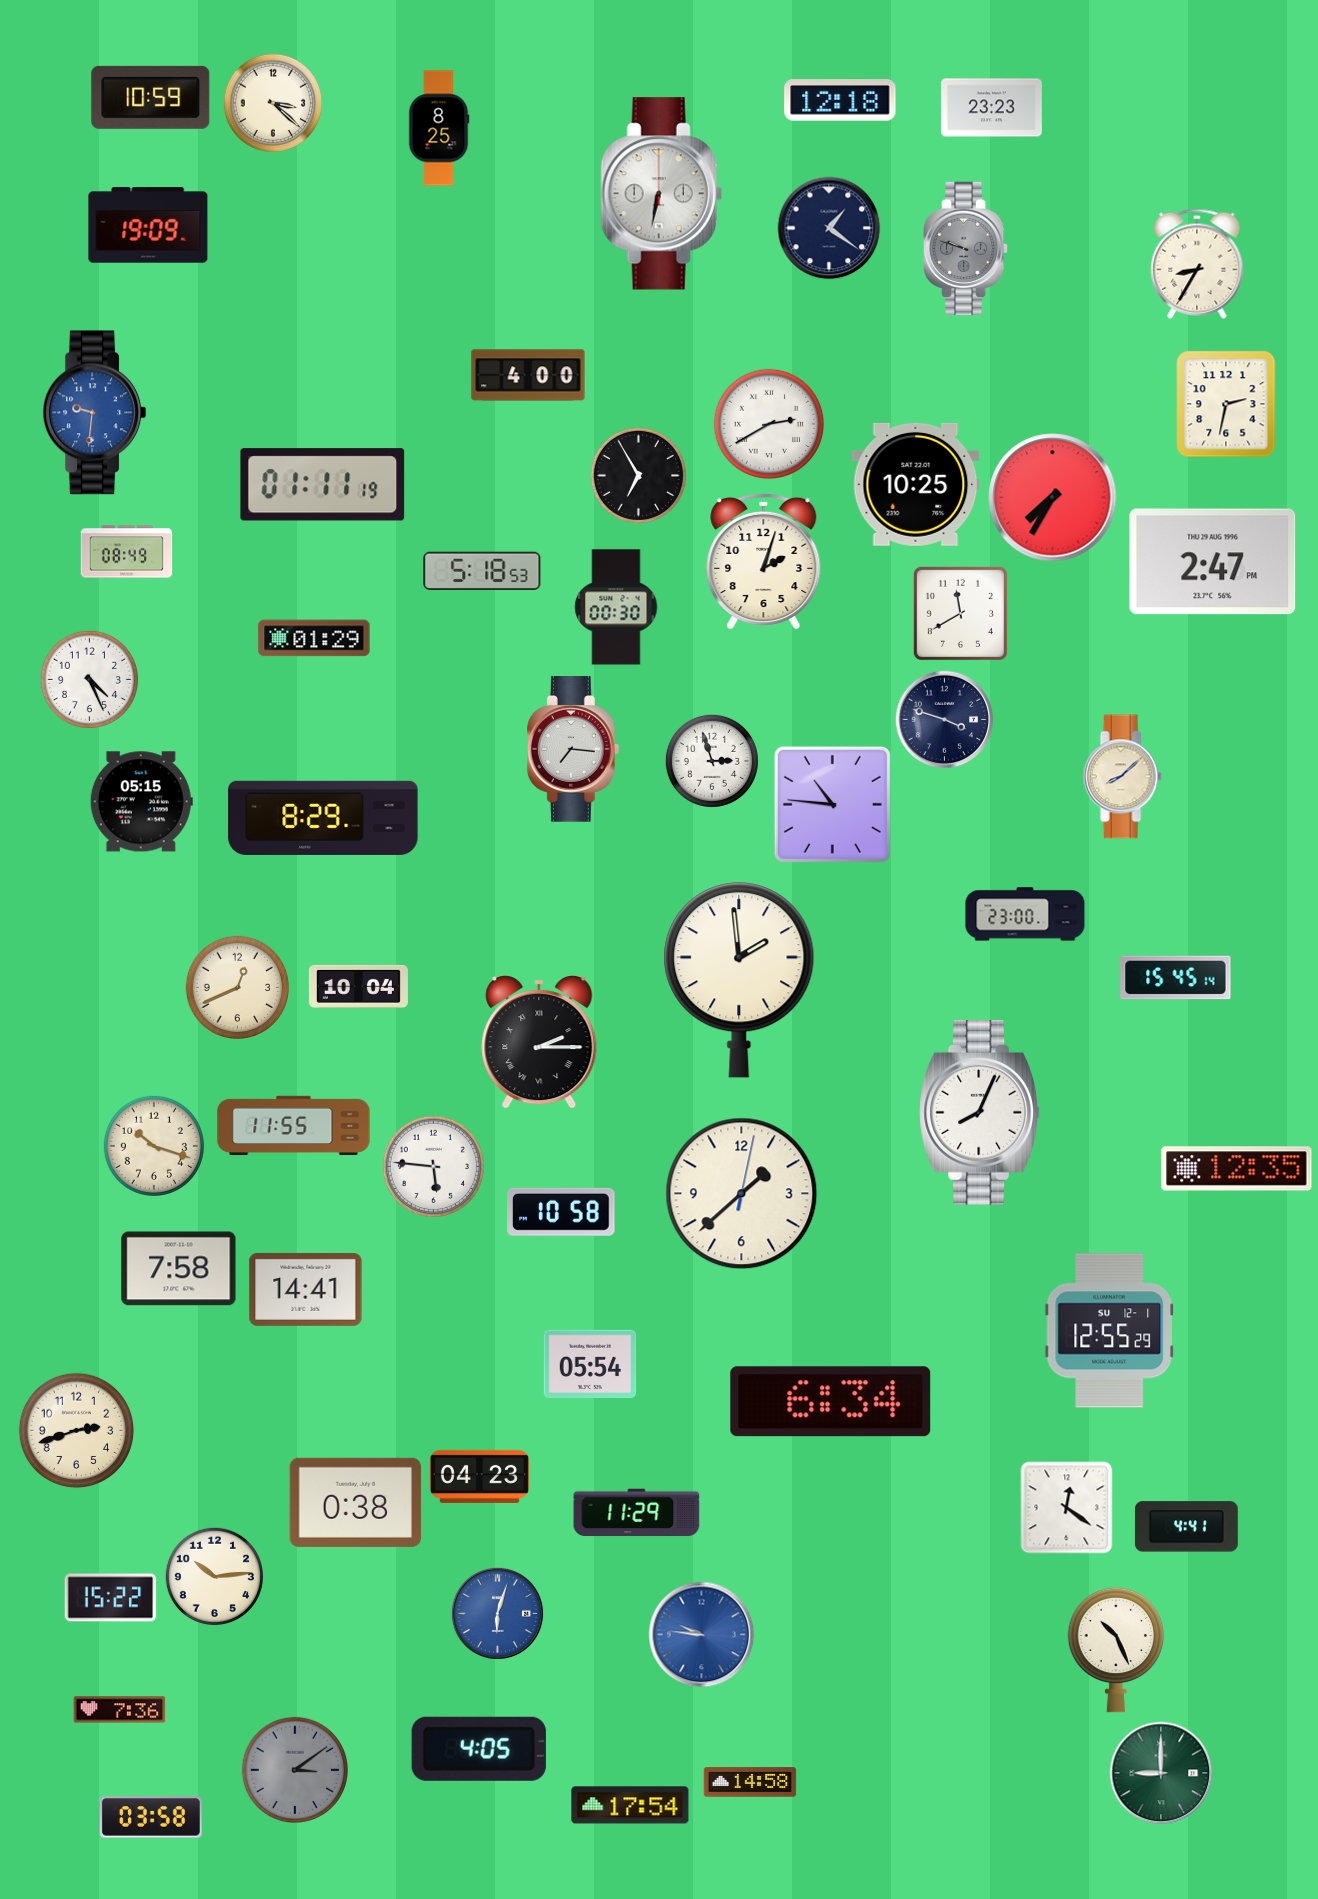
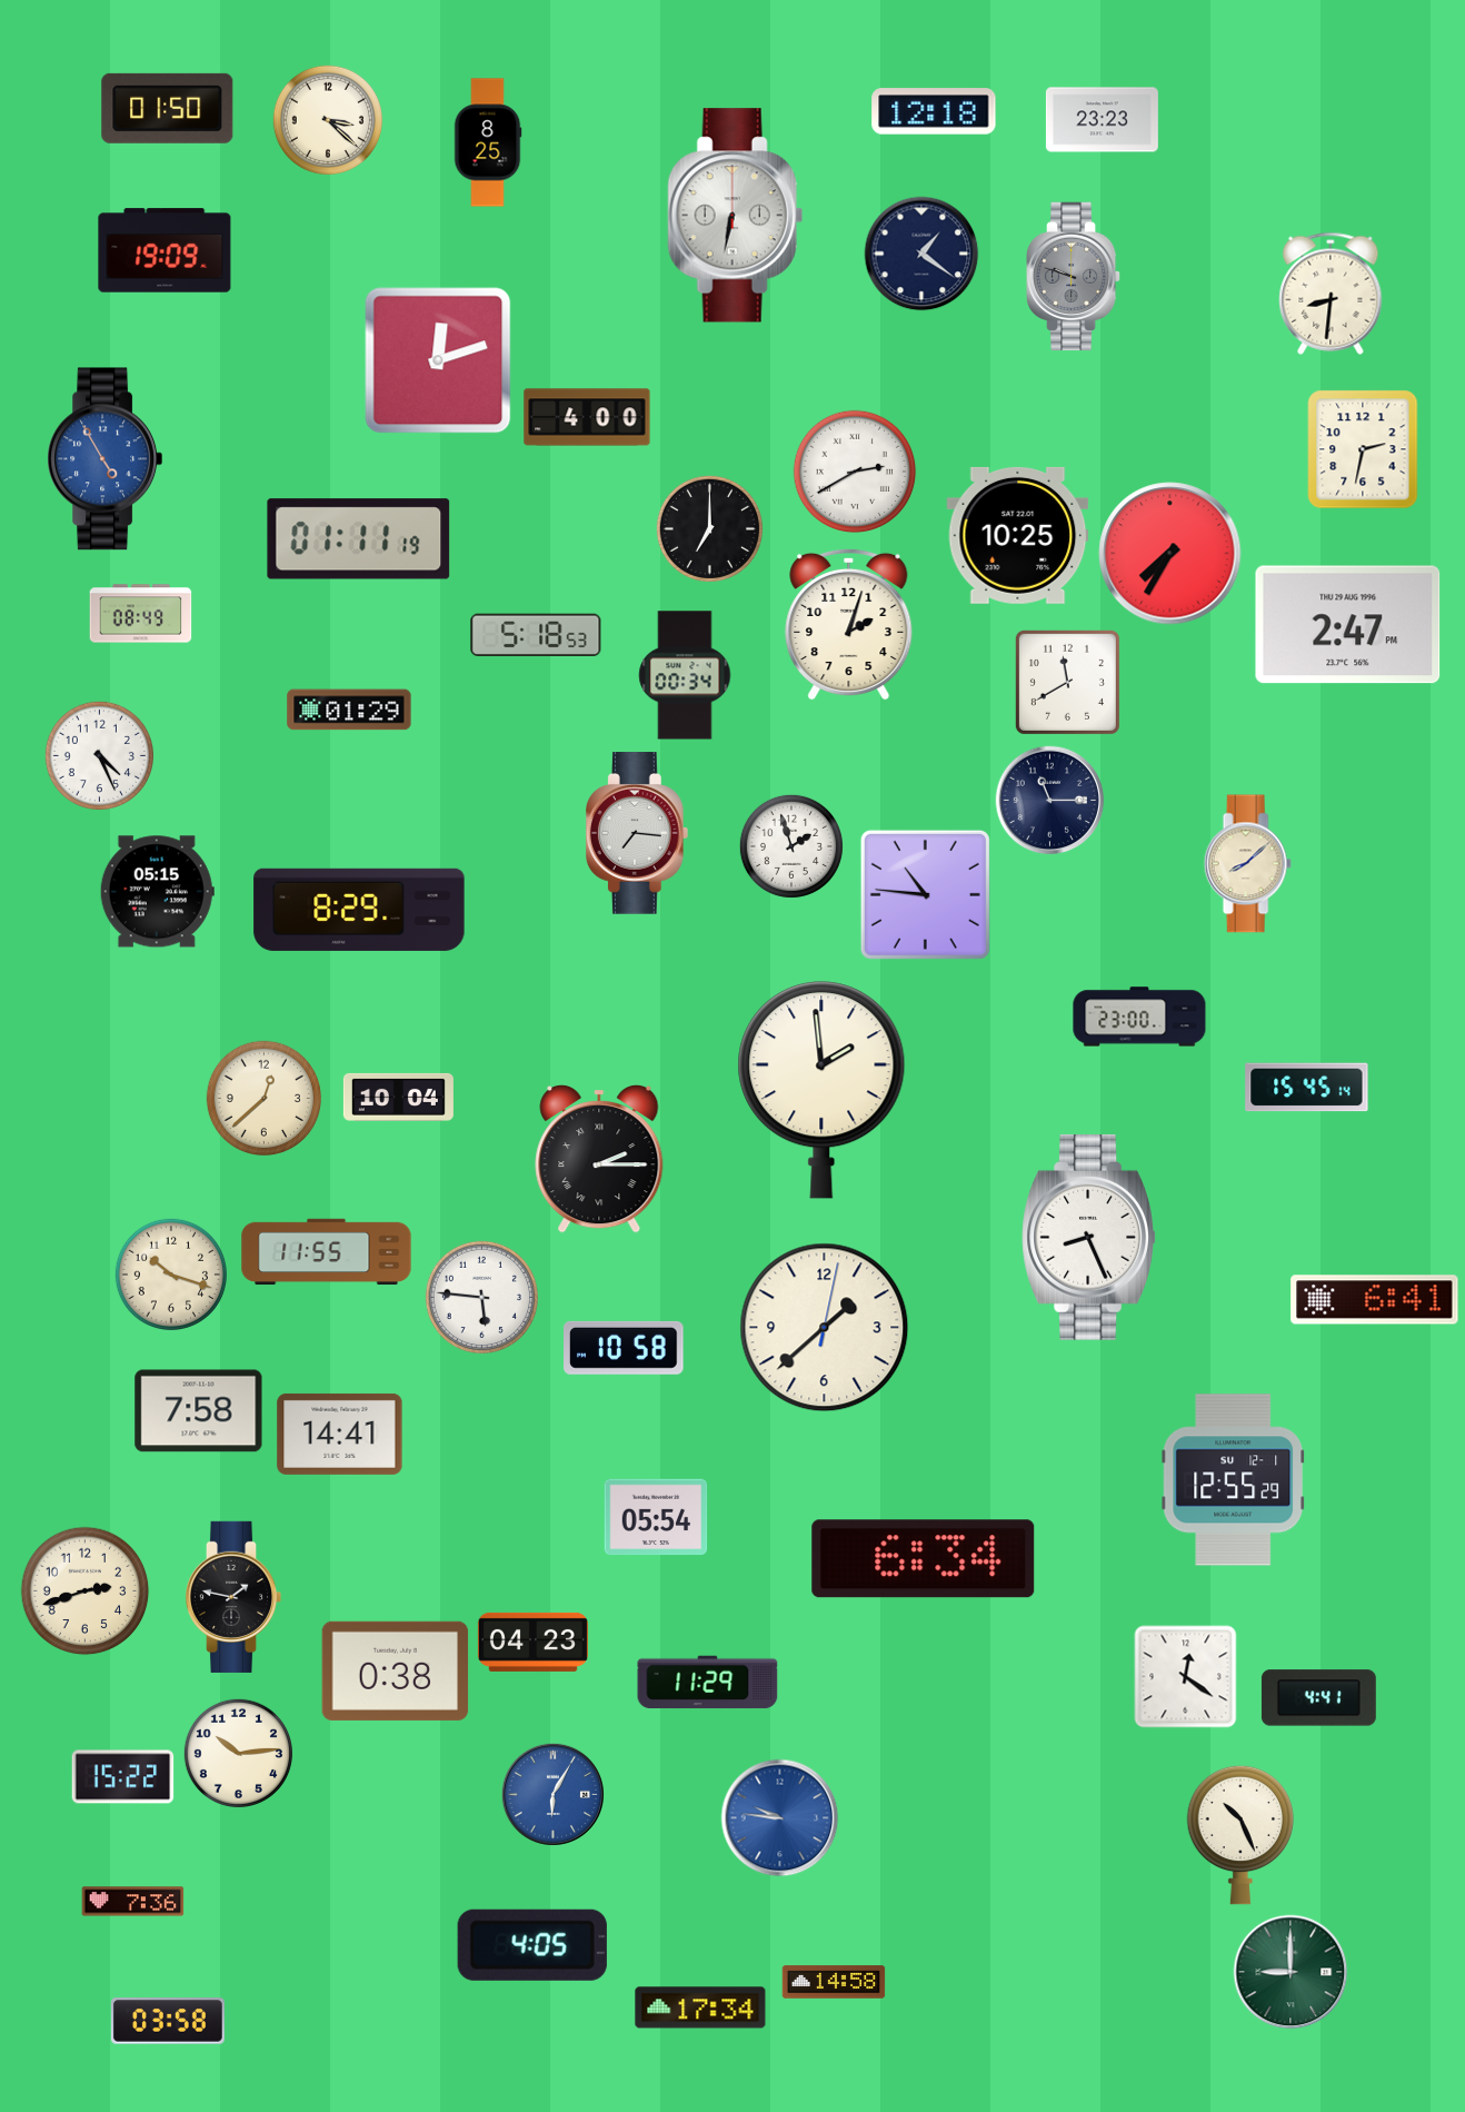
clock at (151, 97): 10:59 -> 01:50
clock at (273, 103) position: (273, 103) -> (328, 120)
clock at (1197, 264): 8:35 -> 8:31
clock at (438, 360): none -> 12:12
clock at (95, 413): 9:31 -> 4:55
clock at (638, 475): 6:55 -> 7:00
clock at (916, 484) position: (916, 484) -> (1018, 535)
clock at (616, 607): 00:30 -> 00:34
clock at (945, 720): 3:48 -> 11:15
clock at (712, 761): 2:57 -> 1:57
clock at (237, 987): 12:41 -> 12:38
clock at (979, 1112): 8:04 -> 8:26
clock at (1237, 1169): 12:35 -> 6:41
clock at (233, 1597): none -> 1:47
clock at (497, 1613): 6:03 -> 6:05
clock at (295, 1770): 3:09 -> none
clock at (630, 1805): 17:54 -> 17:34
